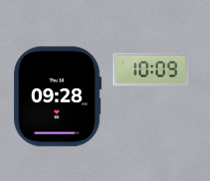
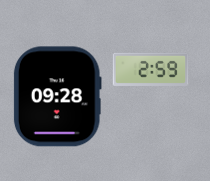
clock at (151, 69): 10:09 -> 2:59
